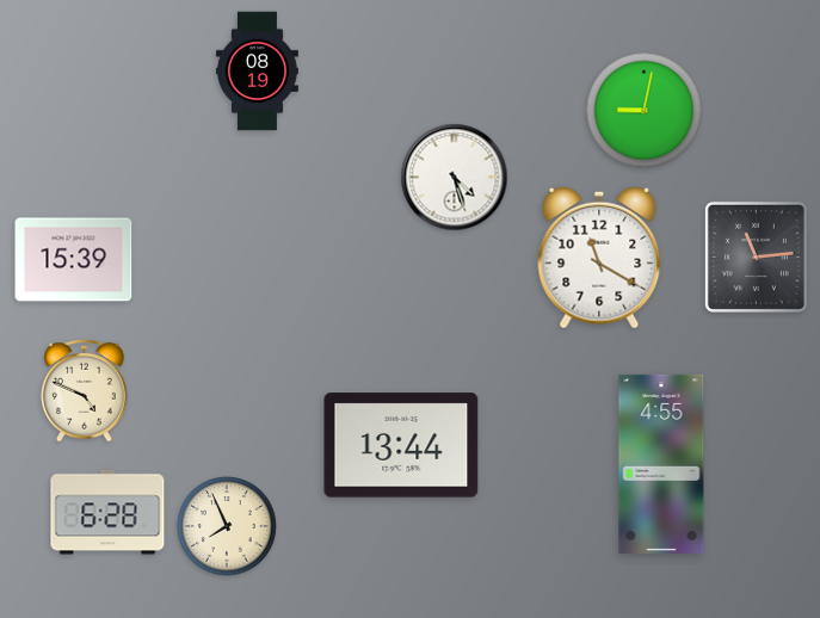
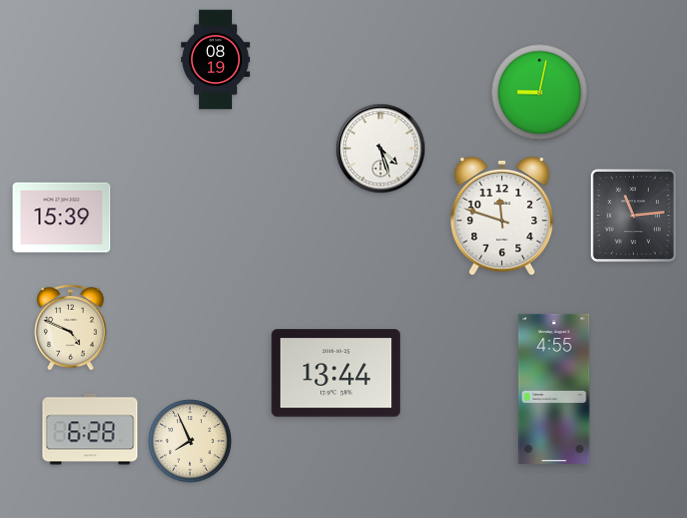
clock at (599, 258): 11:20 -> 11:48
